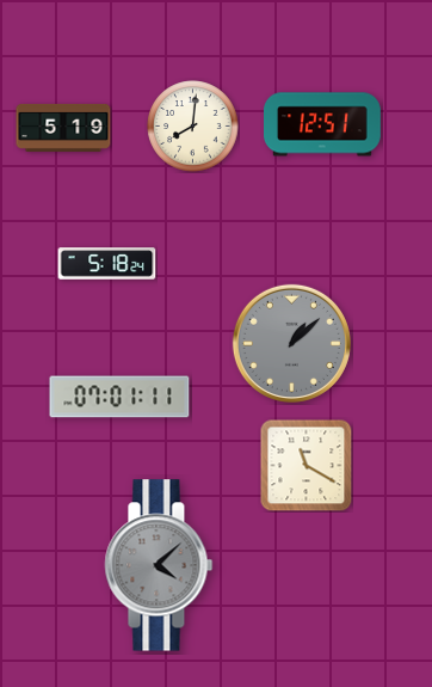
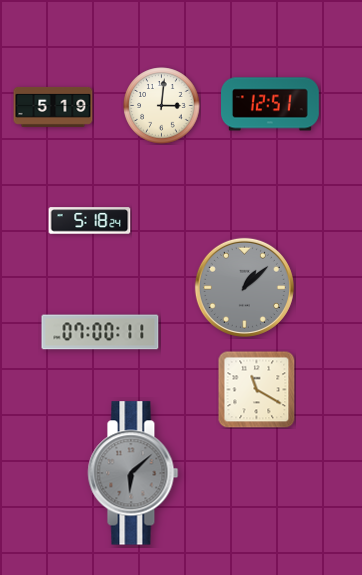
clock at (193, 127): 8:01 -> 3:01
clock at (119, 397): 07:01 -> 07:00
clock at (159, 565): 4:08 -> 6:08
